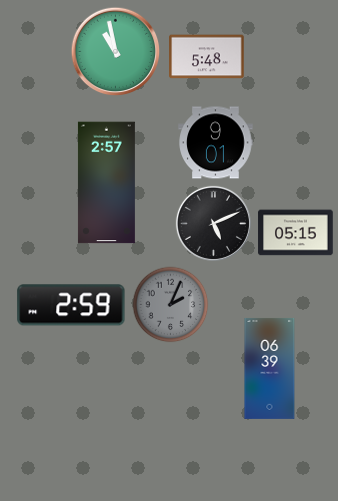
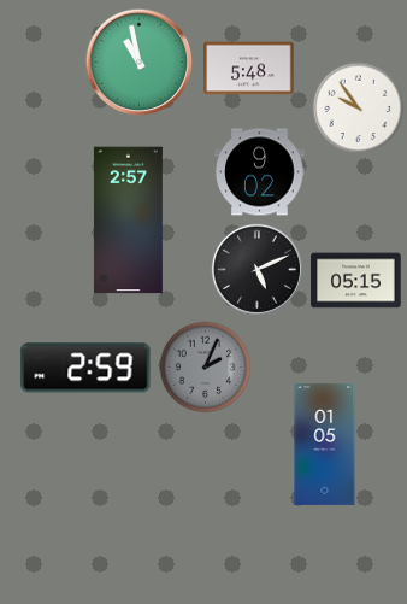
clock at (359, 109): none -> 9:54
clock at (216, 143): 9:01 -> 9:02
clock at (270, 368): 06:39 -> 01:05
